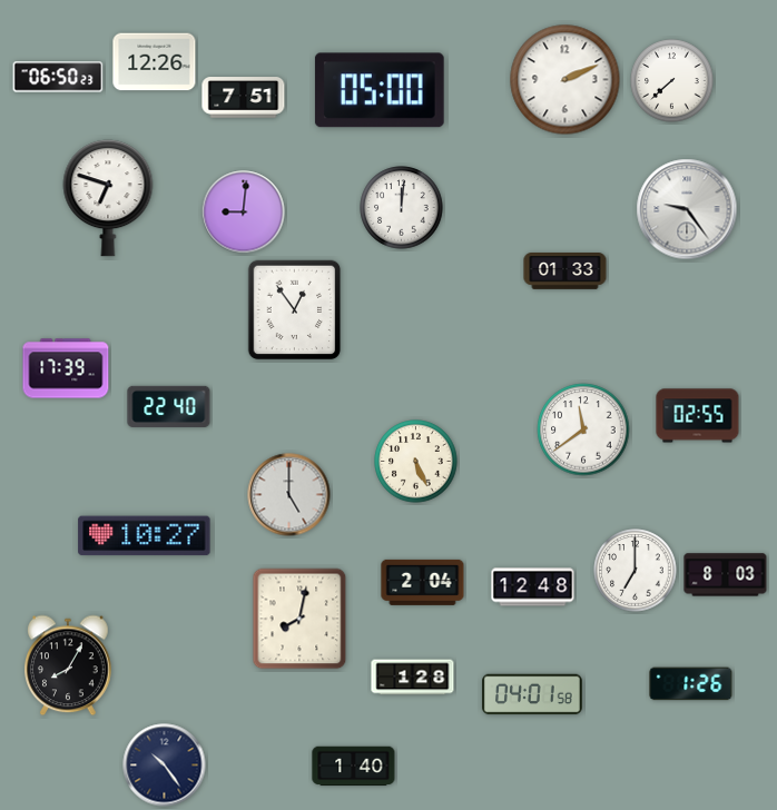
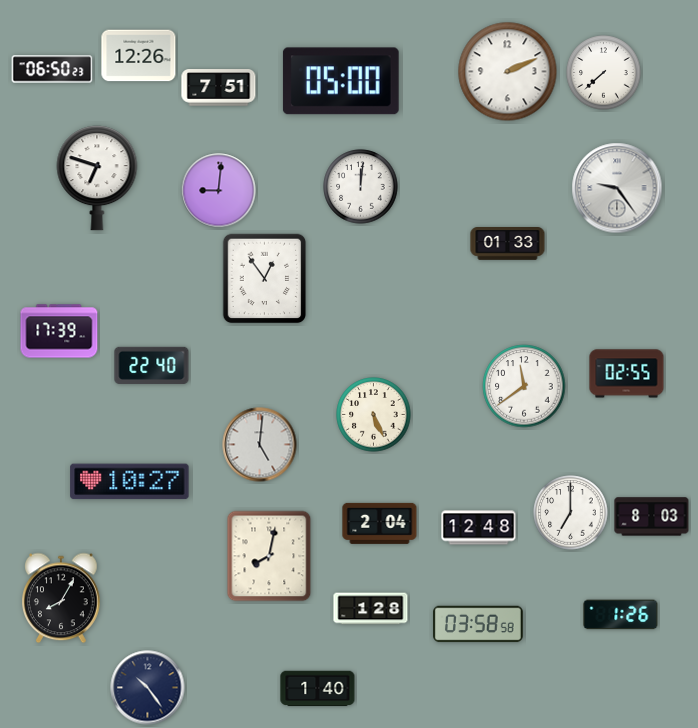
clock at (289, 495): 5:00 -> 5:01
clock at (533, 694): 04:01 -> 03:58
